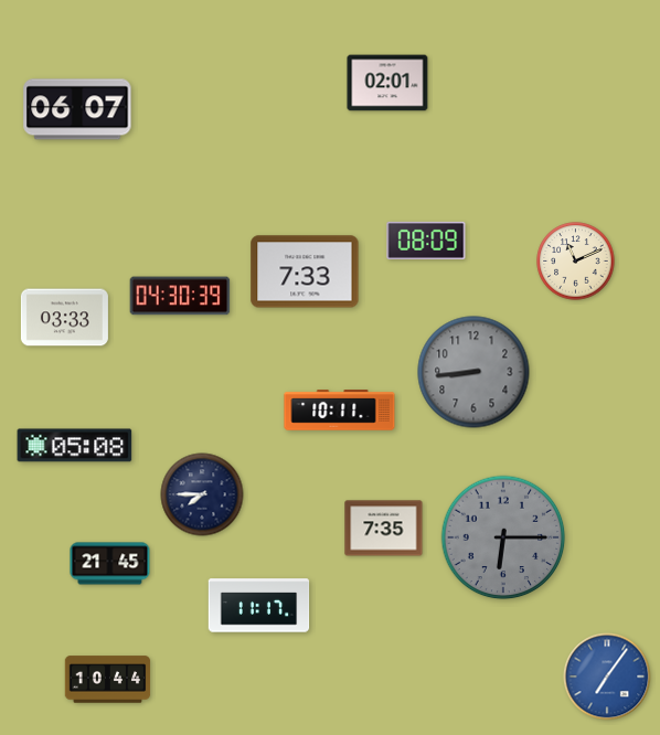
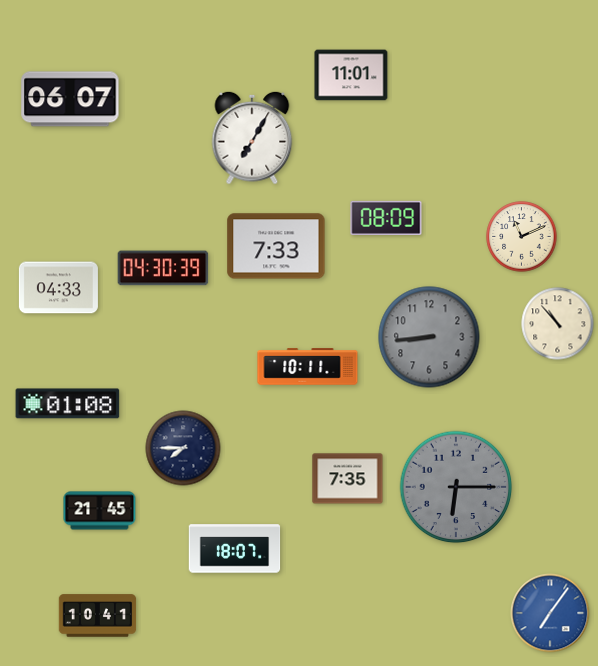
clock at (387, 83): 02:01 -> 11:01
clock at (252, 138): none -> 7:05
clock at (64, 318): 03:33 -> 04:33
clock at (558, 324): none -> 10:53
clock at (340, 411) position: (340, 411) -> (308, 367)
clock at (75, 446): 05:08 -> 01:08
clock at (259, 606): 11:17 -> 18:07
clock at (108, 680): 10:44 -> 10:41
